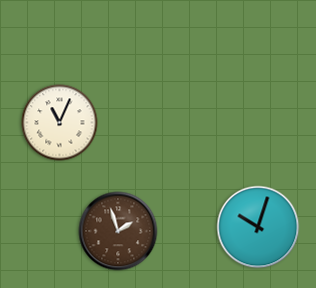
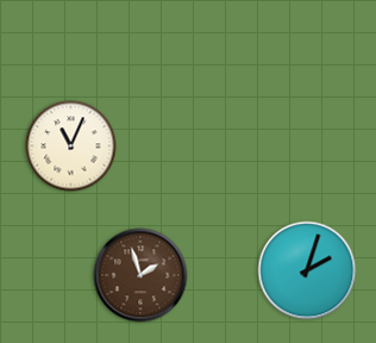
clock at (258, 227): 10:03 -> 2:03
